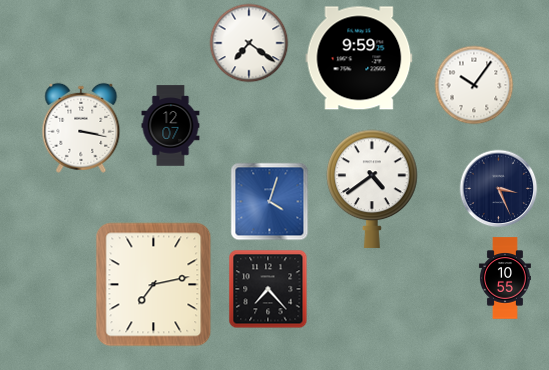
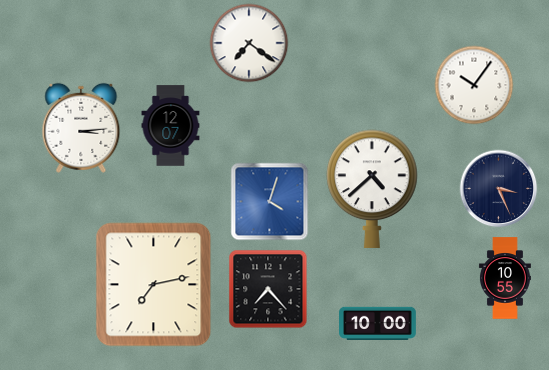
clock at (359, 58): 9:59 -> none
clock at (81, 128): 3:17 -> 3:14
clock at (372, 189): 4:39 -> 4:38
clock at (378, 324): none -> 10:00
